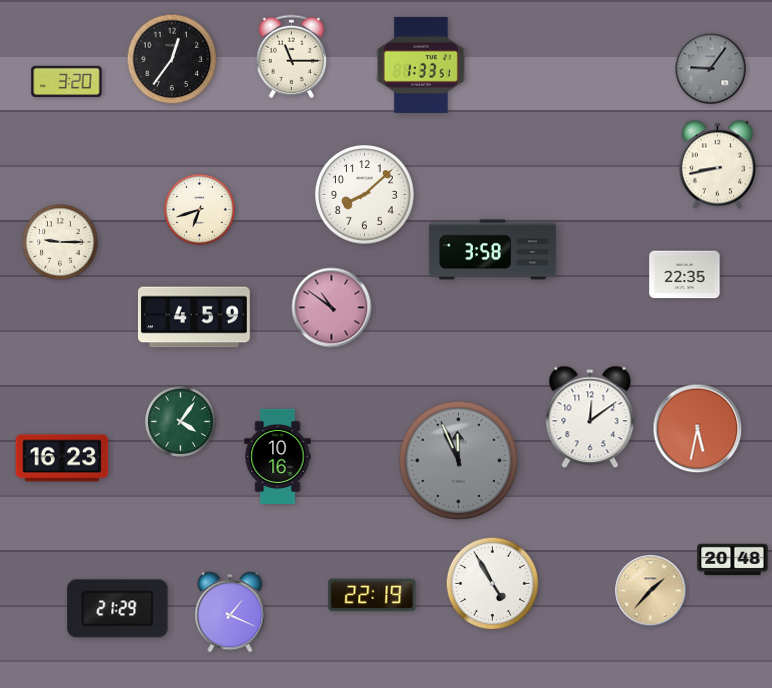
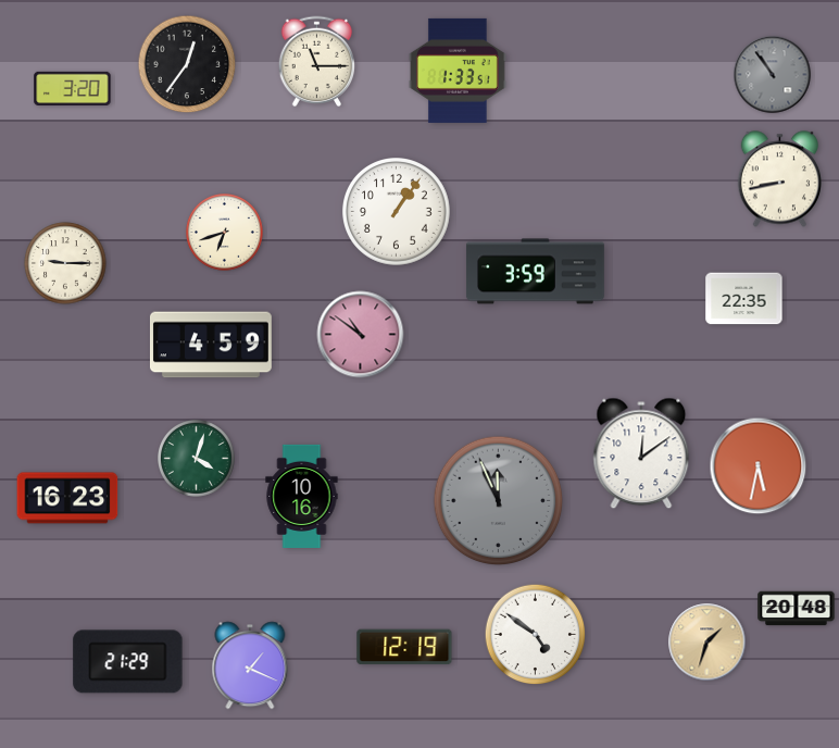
clock at (711, 69): 9:06 -> 10:54
clock at (365, 195): 8:08 -> 1:06
clock at (200, 210) position: (200, 210) -> (225, 233)
clock at (492, 250): 3:58 -> 3:59
clock at (181, 422): 4:06 -> 4:03
clock at (493, 584): 4:55 -> 4:51
clock at (651, 591): 1:37 -> 1:33
clock at (372, 595): 22:19 -> 12:19
